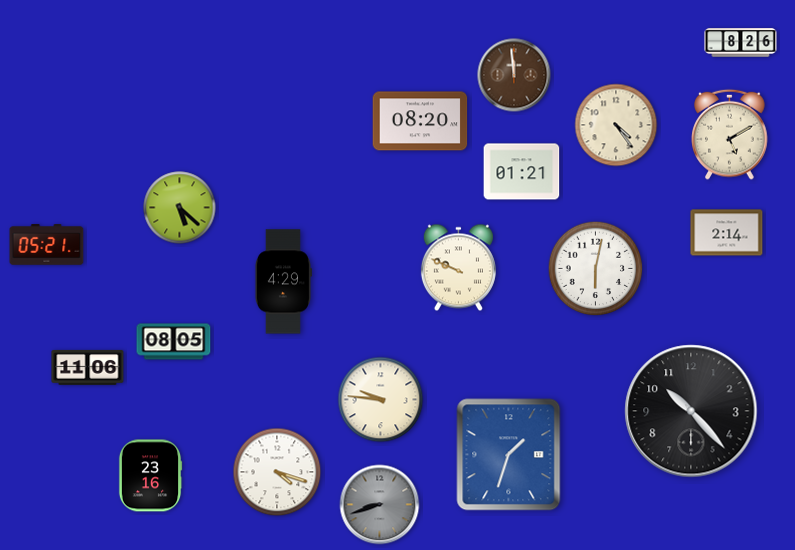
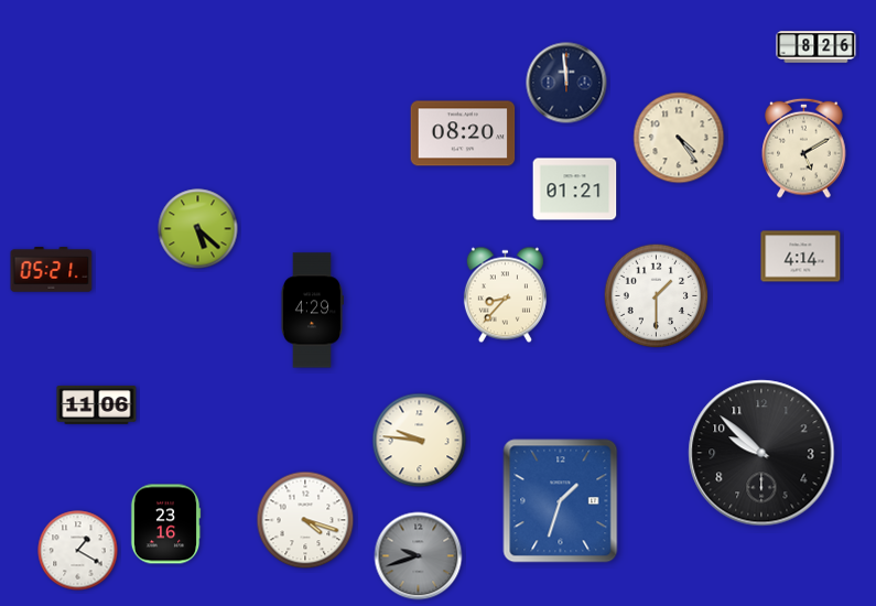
clock at (514, 75) dial: brown -> navy
clock at (727, 233): 2:14 -> 4:14
clock at (458, 268): 9:49 -> 8:37
clock at (596, 269): 6:02 -> 1:30
clock at (174, 342): 08:05 -> none
clock at (691, 411): 10:23 -> 9:52
clock at (78, 551): none -> 1:20
clock at (380, 505): 8:42 -> 9:42
